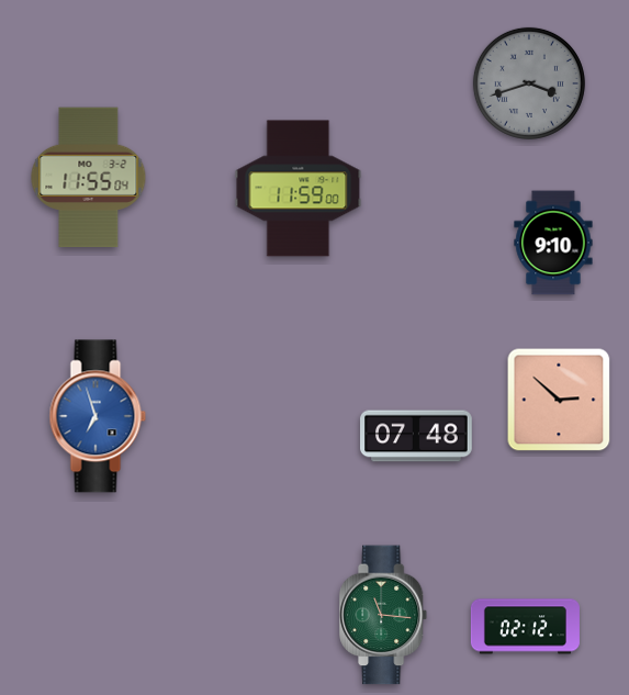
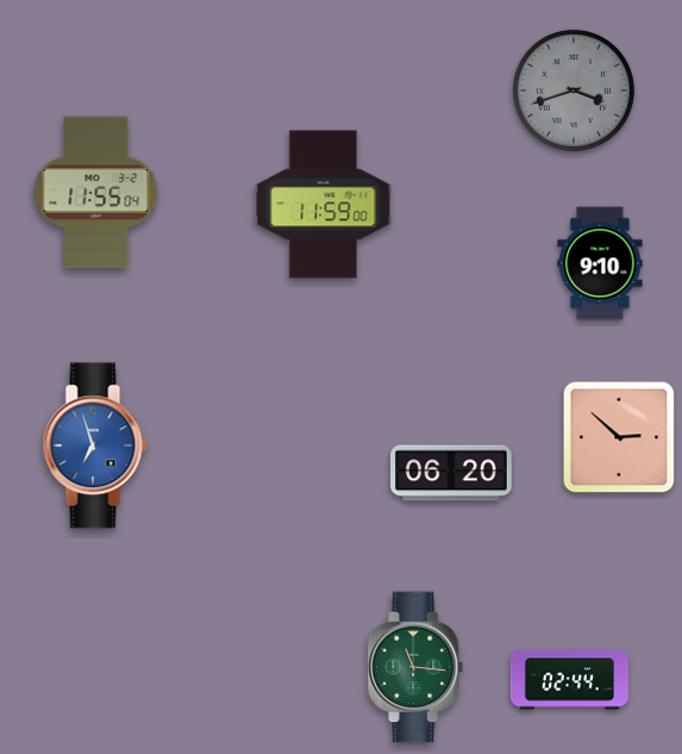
clock at (559, 400) position: (559, 400) -> (619, 437)
clock at (98, 416) position: (98, 416) -> (95, 445)
clock at (416, 436): 07:48 -> 06:20
clock at (525, 627): 02:12 -> 02:44
